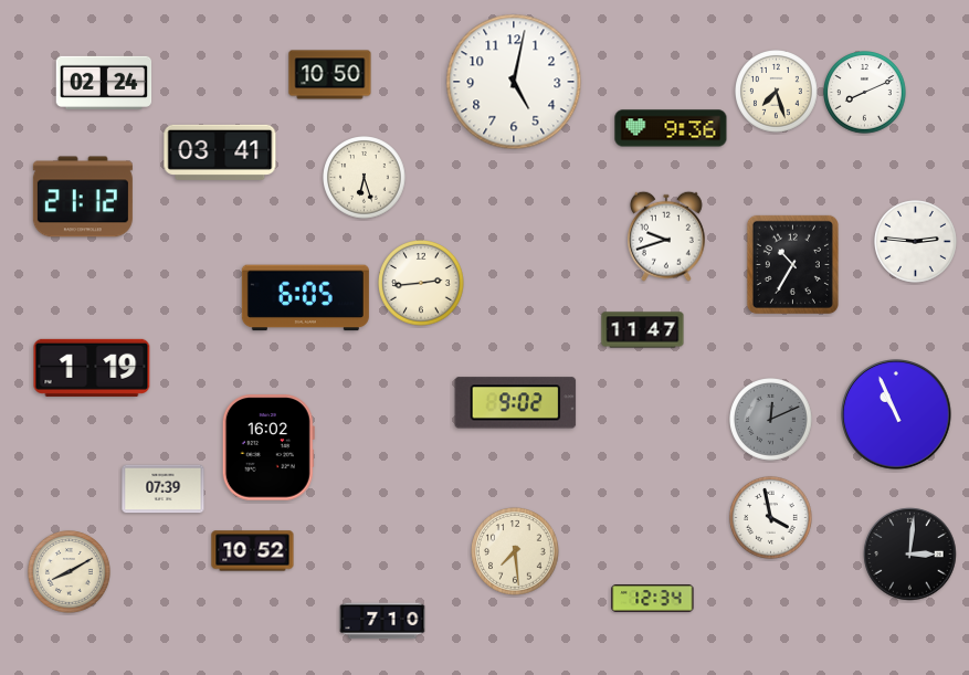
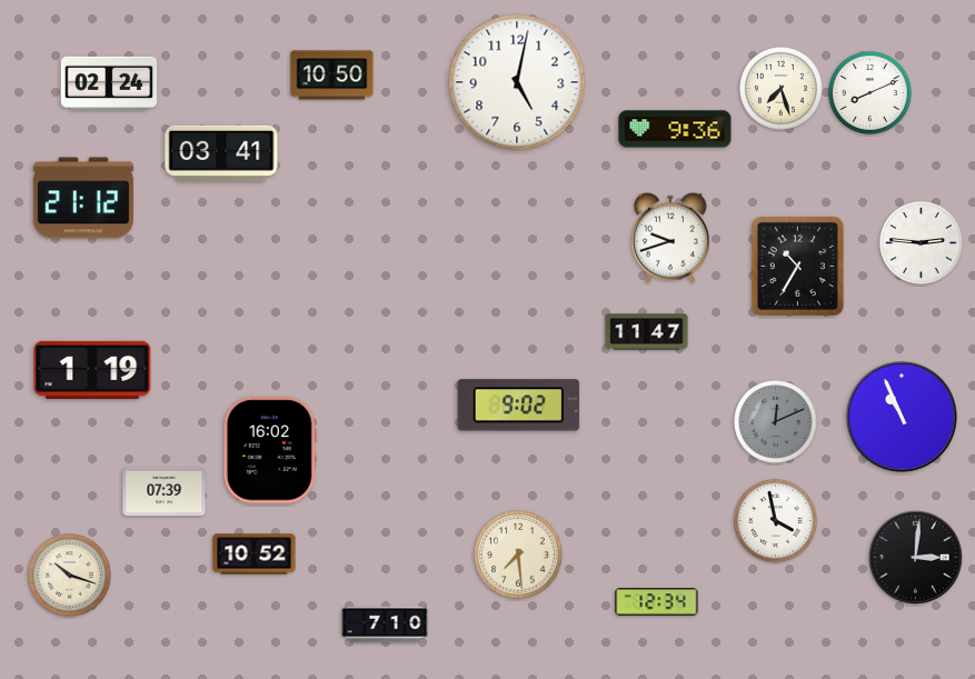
clock at (104, 83) position: (104, 83) -> (109, 83)
clock at (777, 92) position: (777, 92) -> (782, 89)
clock at (365, 178): 6:27 -> none
clock at (421, 283): 2:44 -> none
clock at (305, 298): 6:05 -> none
clock at (70, 572): 8:10 -> 10:18
